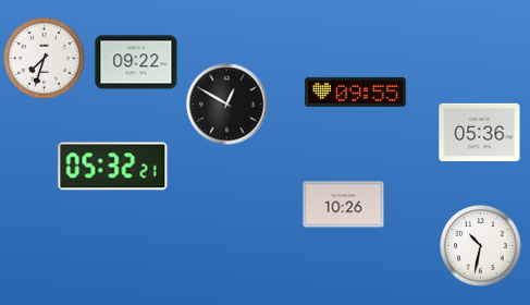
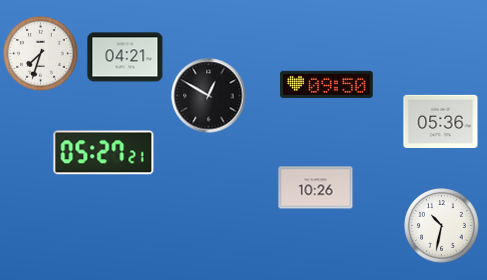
clock at (136, 62): 09:22 -> 04:21
clock at (356, 91): 09:55 -> 09:50
clock at (113, 167): 05:32 -> 05:27
